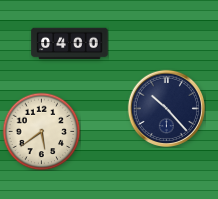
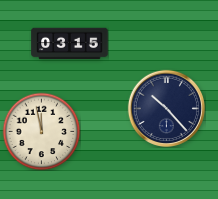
clock at (70, 44): 04:00 -> 03:15
clock at (41, 131): 5:39 -> 11:58
